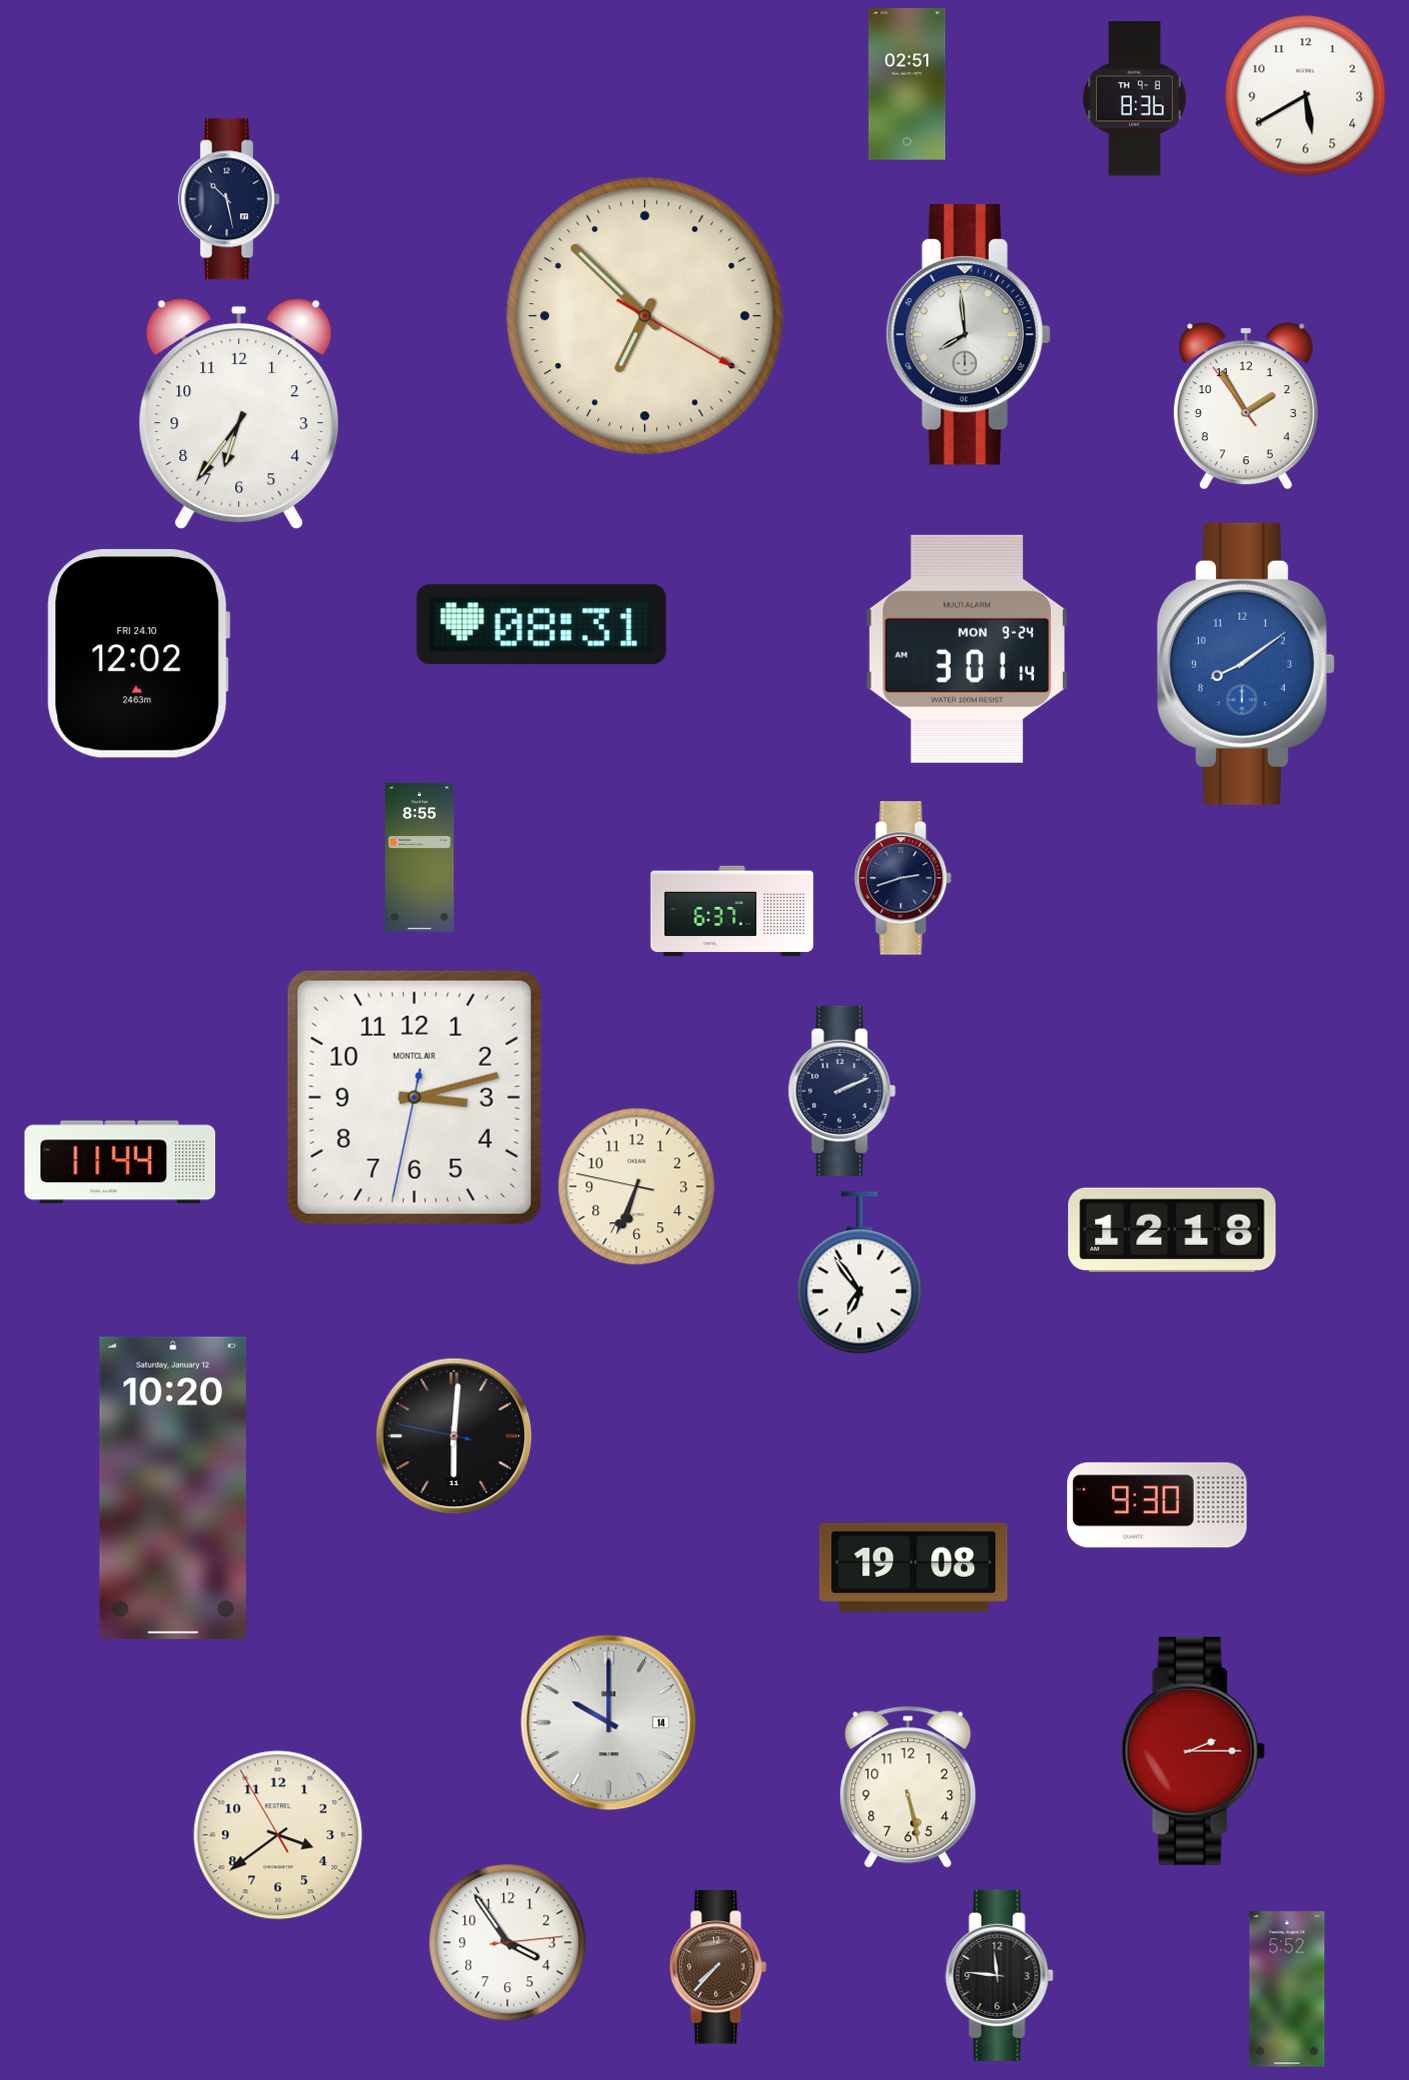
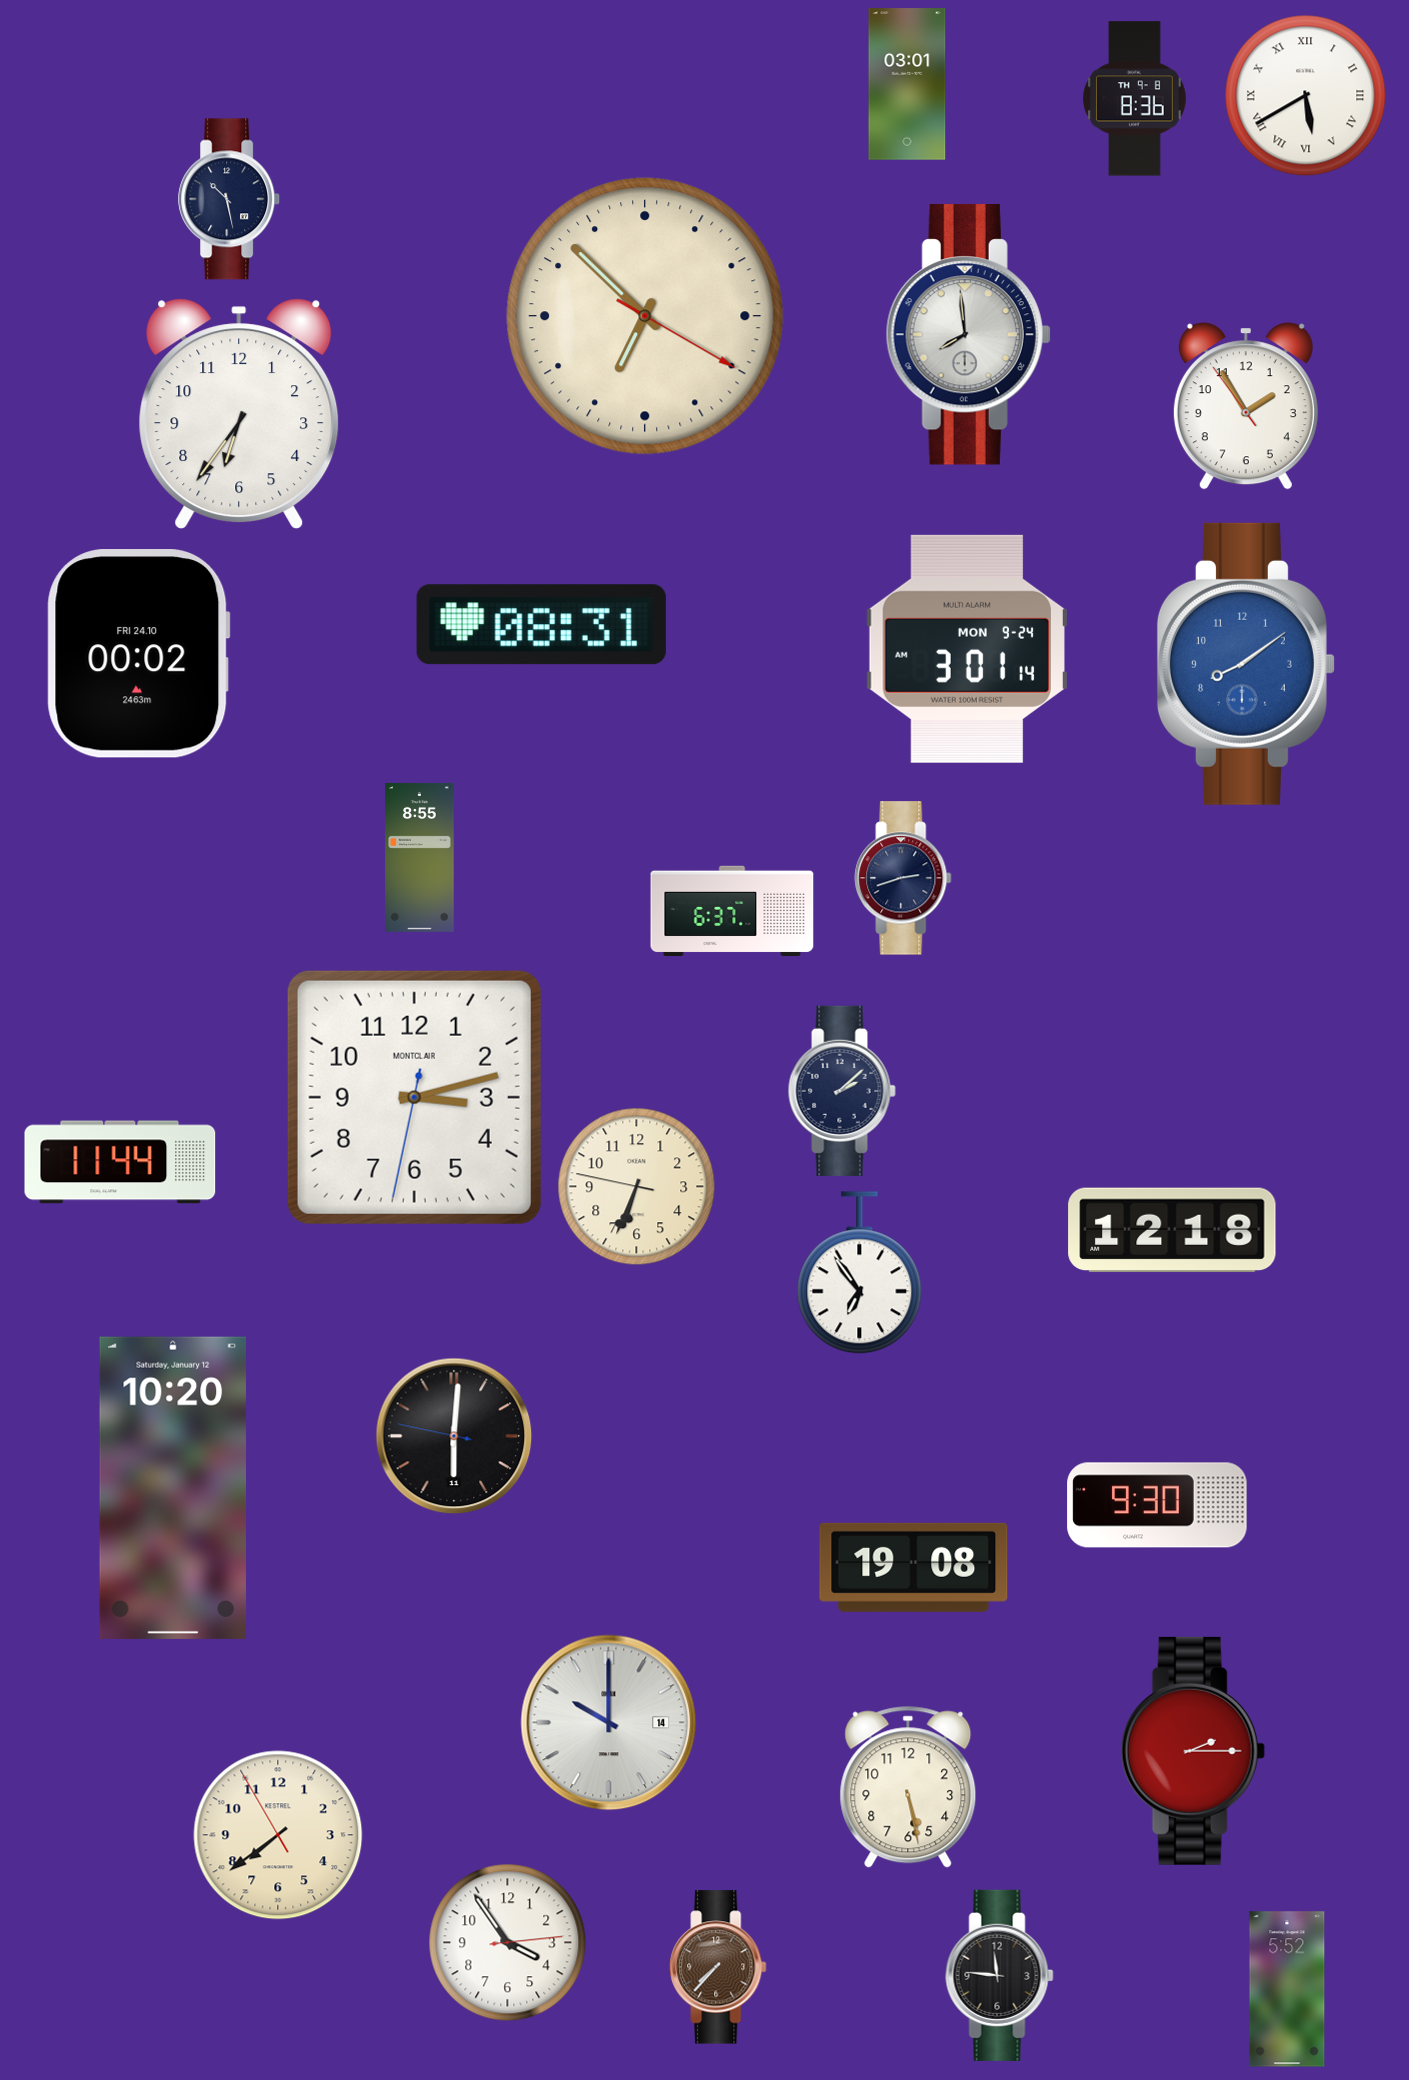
clock at (907, 84): 02:51 -> 03:01
clock at (1306, 96) numerals: Arabic -> Roman
clock at (138, 654): 12:02 -> 00:02
clock at (842, 1091): 2:11 -> 2:08
clock at (278, 1835): 3:38 -> 7:38
